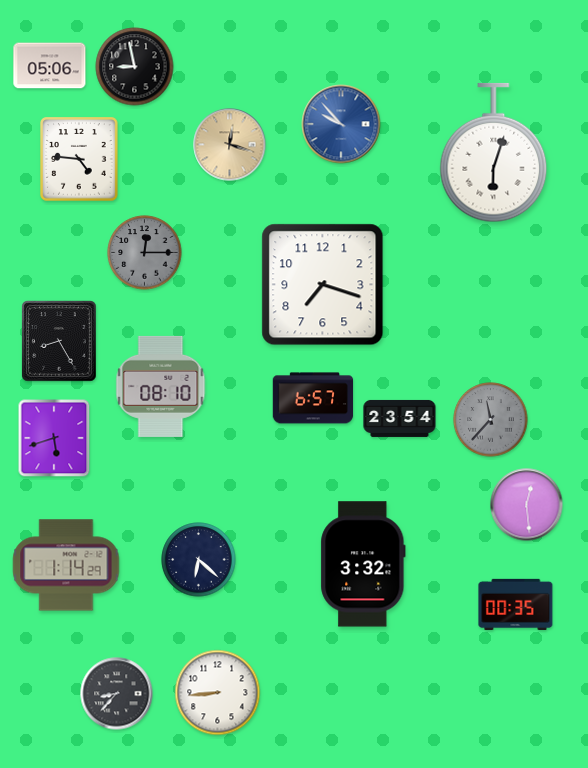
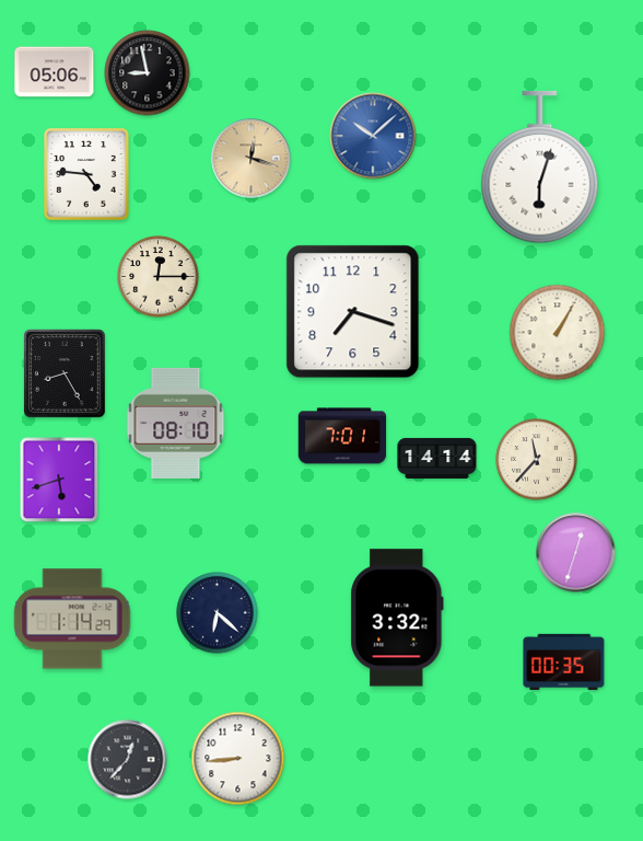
clock at (341, 124): 9:53 -> 10:08
clock at (145, 253) dial: grey -> cream
clock at (558, 333): none -> 1:05
clock at (313, 398): 6:57 -> 7:01
clock at (400, 418): 23:54 -> 14:14
clock at (491, 420) dial: grey -> cream
clock at (527, 505): 12:29 -> 12:33
clock at (117, 694): 8:37 -> 12:37
